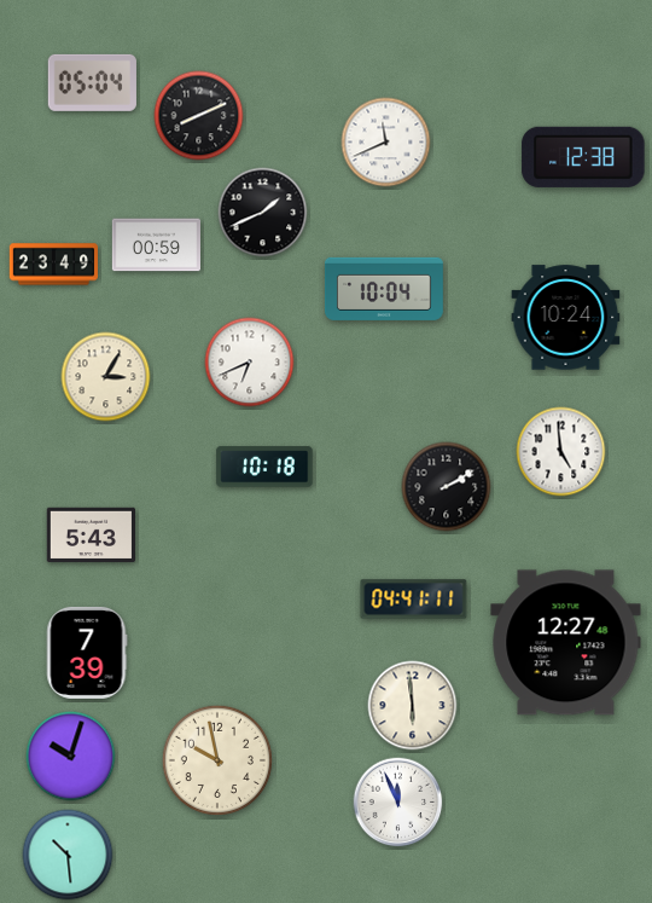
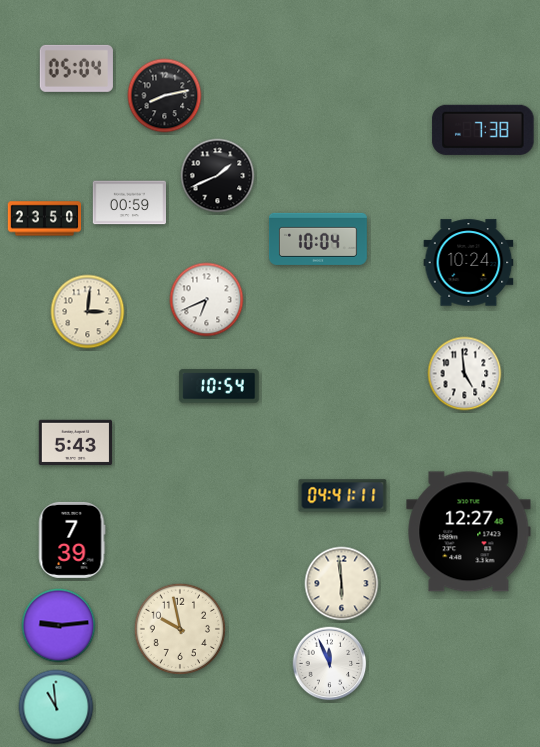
clock at (199, 116): 8:11 -> 8:13
clock at (386, 143): 11:41 -> none
clock at (583, 157): 12:38 -> 7:38
clock at (53, 265): 23:49 -> 23:50
clock at (106, 377): 3:05 -> 3:01
clock at (264, 467): 10:18 -> 10:54
clock at (447, 487): 2:10 -> none
clock at (71, 757): 10:03 -> 9:14
clock at (68, 855): 10:29 -> 10:59
